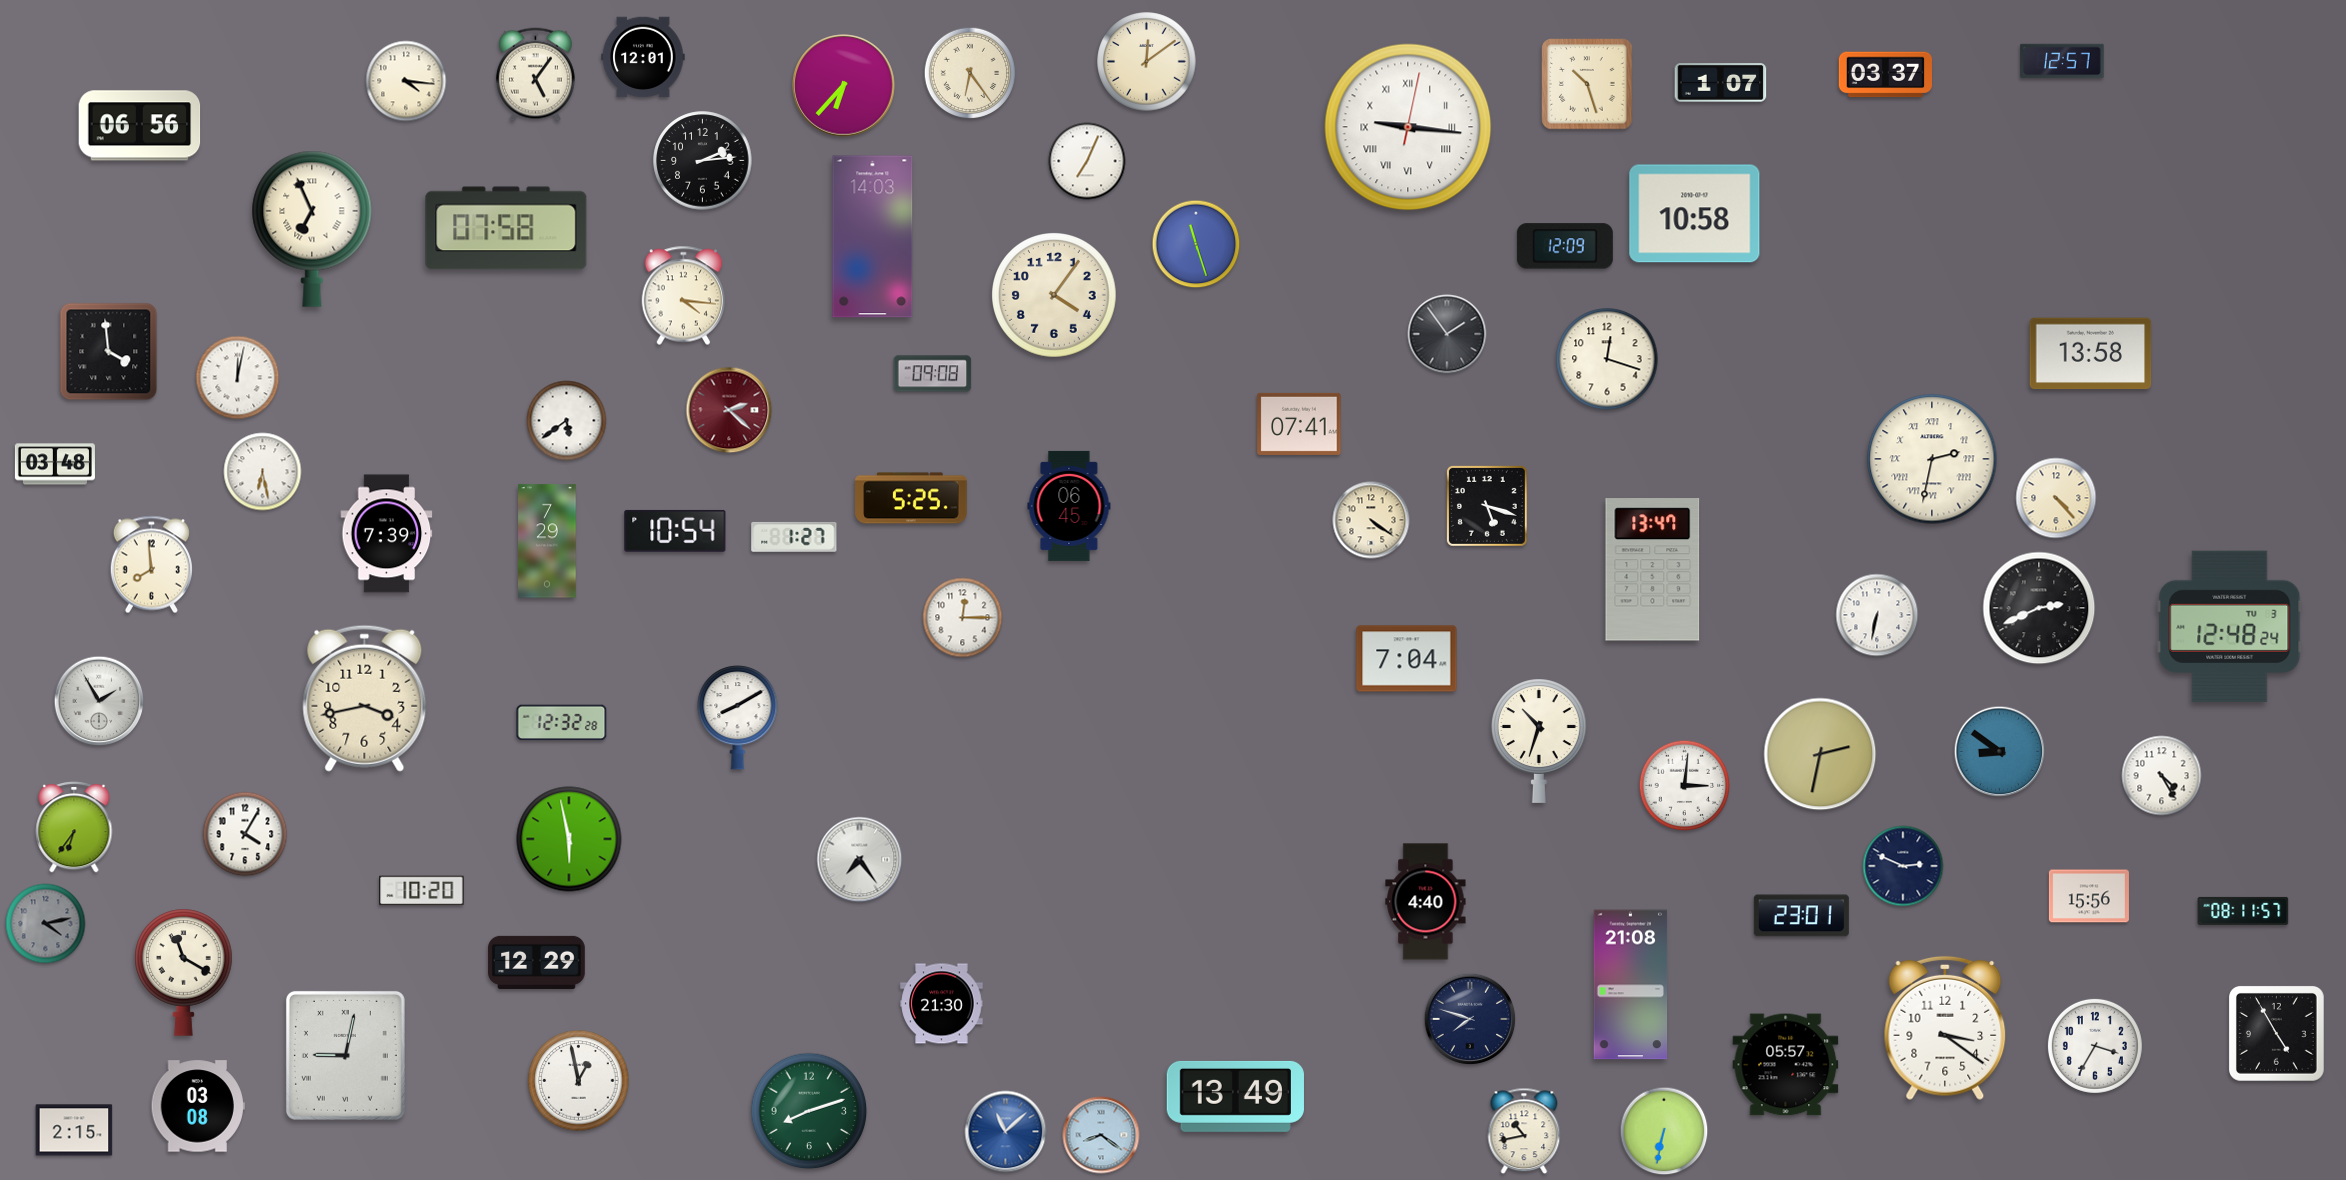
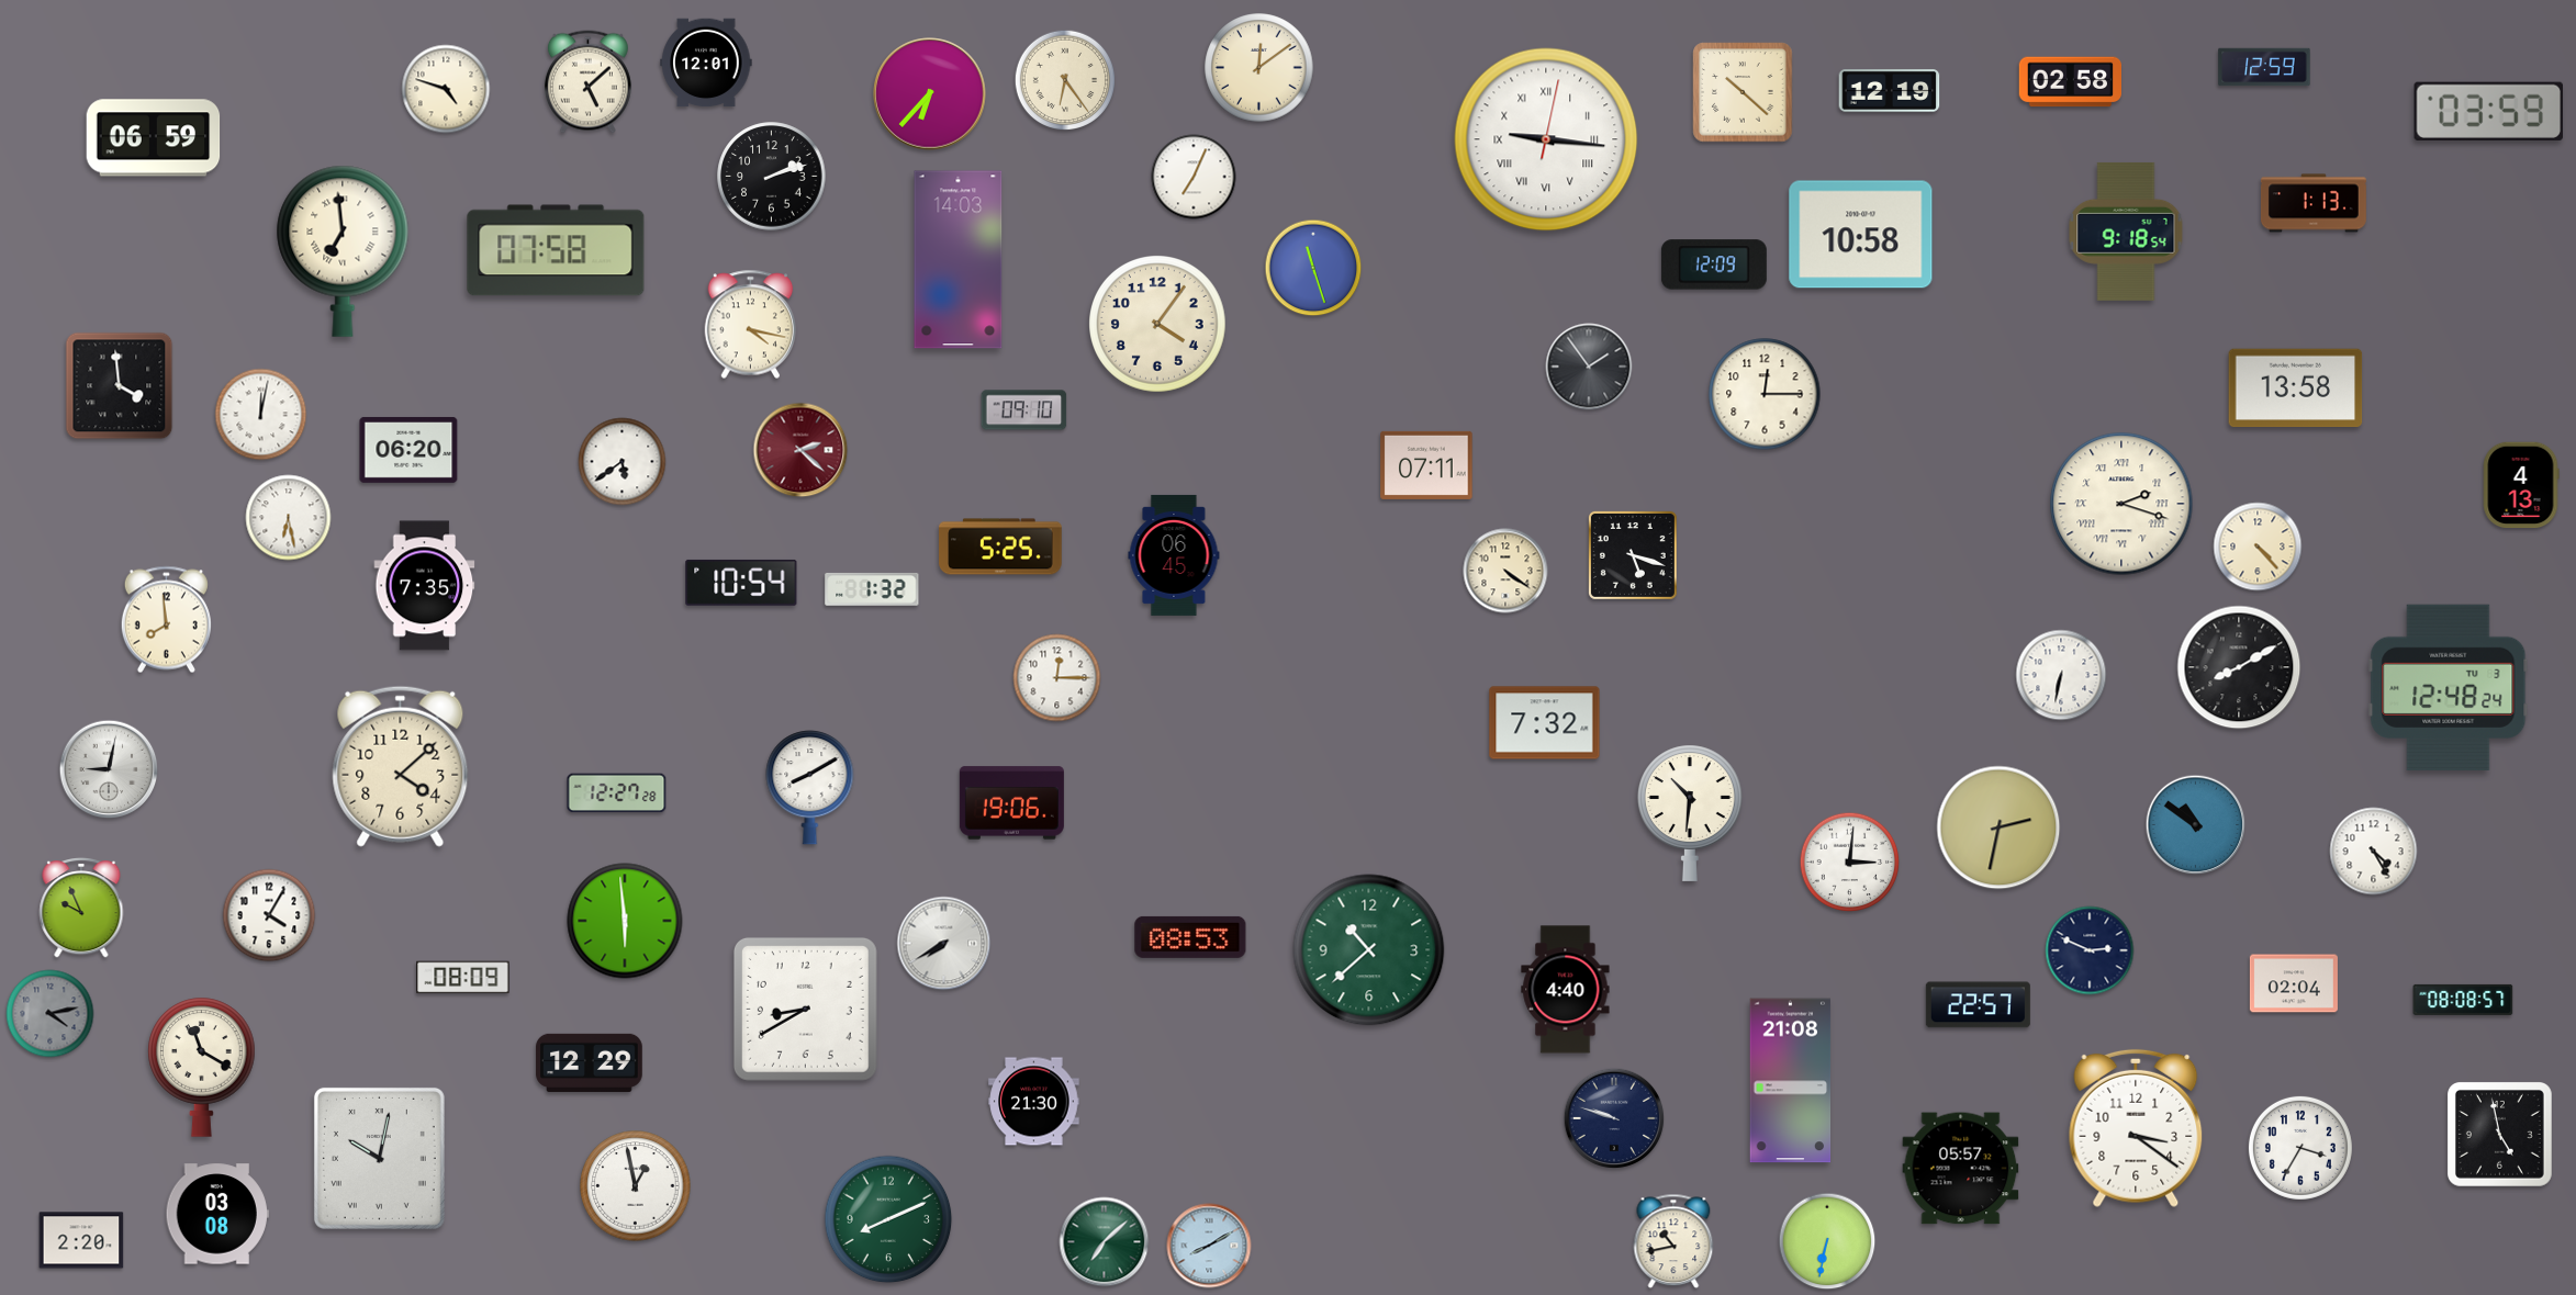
clock at (2062, 61): 12:57 -> 12:59
clock at (535, 75): 5:06 -> 5:08
clock at (1885, 75): 03:37 -> 02:58
clock at (406, 81): 4:16 -> 4:48
clock at (1721, 83): 1:07 -> 12:19
clock at (1587, 84): 10:27 -> 10:22
clock at (844, 86) position: (844, 86) -> (930, 94)
clock at (2488, 111): none -> 03:59
clock at (140, 126): 06:56 -> 06:59
clock at (703, 161): 2:14 -> 2:12
clock at (2314, 203): none -> 1:13
clock at (2126, 232): none -> 9:18
clock at (312, 229): 6:56 -> 6:59
clock at (1565, 246) position: (1565, 246) -> (1714, 264)
clock at (684, 296): 4:16 -> 4:17
clock at (1607, 359): 12:18 -> 12:15
clock at (933, 374): 09:08 -> 09:10
clock at (408, 450): none -> 06:20
clock at (1299, 424): 07:41 -> 07:11
clock at (2521, 485): none -> 4:13
clock at (1932, 459): 2:32 -> 2:18
clock at (55, 464): 03:48 -> none
clock at (387, 534): 7:39 -> 7:35
clock at (794, 537): 1:27 -> 1:32
clock at (547, 541): 7:29 -> none
clock at (1653, 570): 13:47 -> none
clock at (2039, 608): 2:41 -> 8:10
clock at (1407, 659): 7:04 -> 7:32
clock at (365, 698): 3:43 -> 4:08
clock at (99, 701): 1:55 -> 9:02
clock at (562, 723): 12:32 -> 12:27
clock at (1011, 803): none -> 19:06
clock at (1539, 741): 10:33 -> 10:31
clock at (2000, 752): 8:51 -> 10:51
clock at (74, 827): 6:36 -> 9:56
clock at (569, 839): 5:58 -> 5:59
clock at (1190, 937): none -> 08:53
clock at (860, 860): 7:24 -> 7:40
clock at (1369, 950): none -> 10:38
clock at (422, 891): 10:20 -> 08:09
clock at (2089, 896): 15:56 -> 02:04
clock at (2243, 911): 08:11 -> 08:08
clock at (1801, 916): 23:01 -> 22:57
clock at (805, 1009): none -> 8:40
clock at (537, 962) position: (537, 962) -> (590, 1062)
clock at (1470, 1019): 7:48 -> 9:48
clock at (2277, 1034): 4:55 -> 4:58
clock at (345, 1055): 9:02 -> 10:02
clock at (1235, 1096): 13:49 -> none
clock at (809, 1111): 8:12 -> 8:11
clock at (74, 1130): 2:15 -> 2:20
clock at (1006, 1132): 11:08 -> 7:08
clock at (1006, 1132) dial: blue -> green
clock at (1101, 1135): 8:21 -> 8:10
